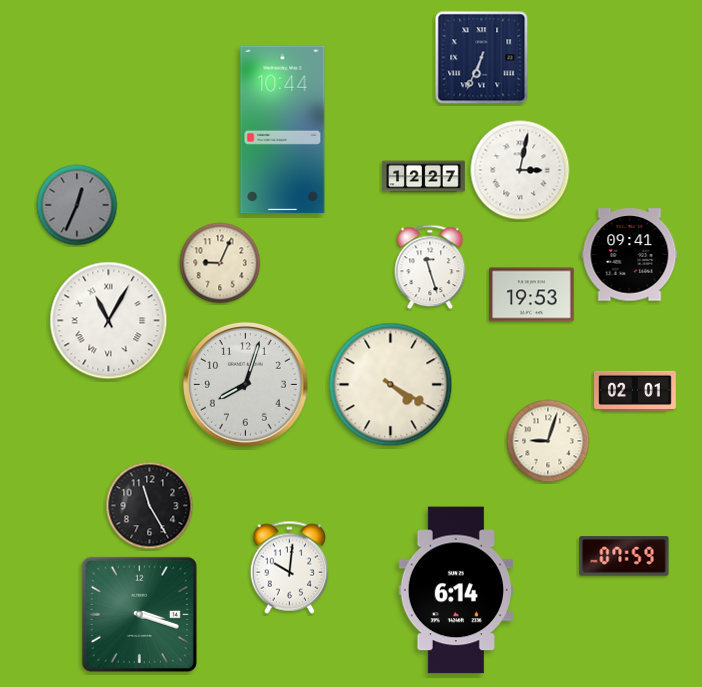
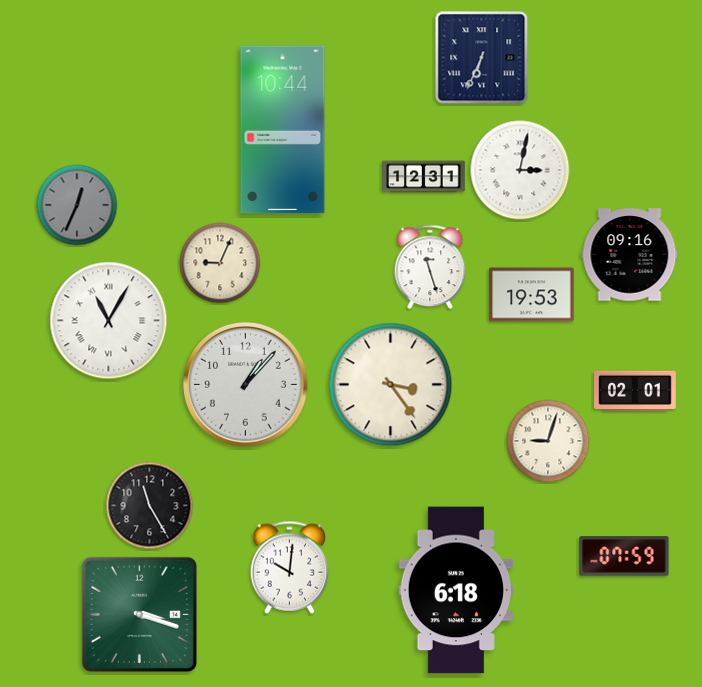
clock at (424, 177): 12:27 -> 12:31
clock at (630, 255): 09:41 -> 09:16
clock at (246, 385): 8:03 -> 1:07
clock at (391, 385): 4:20 -> 3:24
clock at (455, 590): 6:14 -> 6:18
